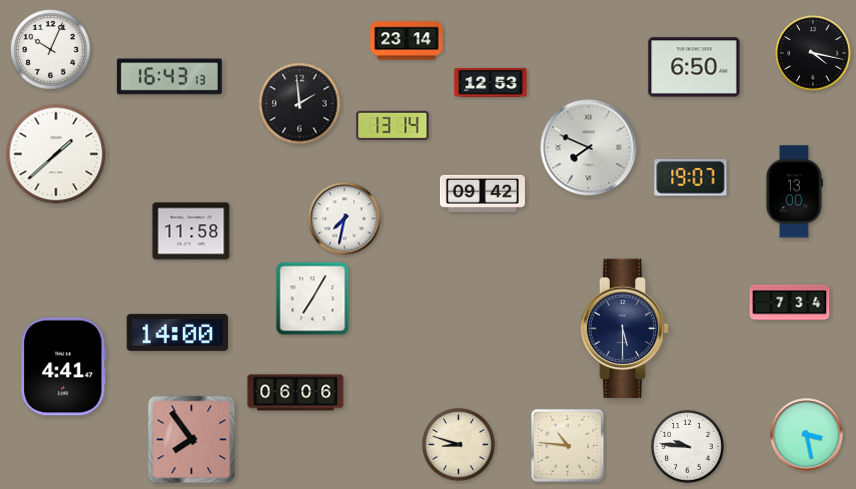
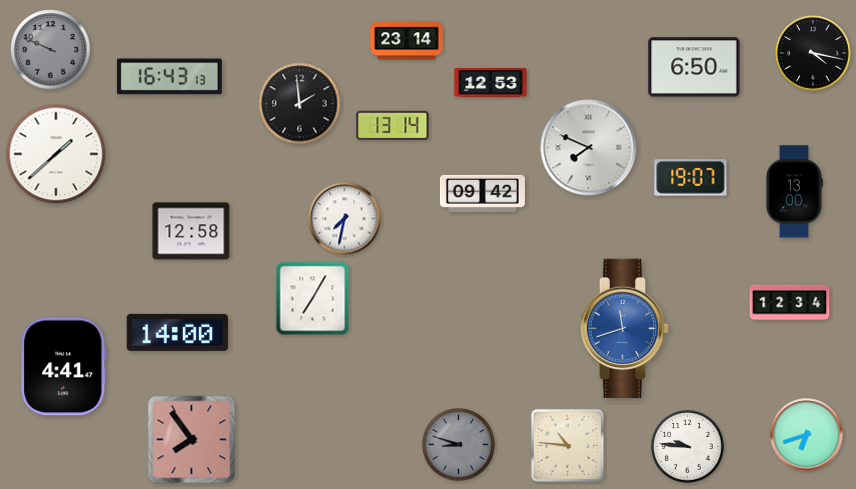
clock at (51, 50): 10:04 -> 9:49
clock at (51, 50) dial: white -> grey
clock at (191, 231): 11:58 -> 12:58
clock at (790, 303): 7:34 -> 12:34
clock at (625, 328): 5:30 -> 11:42
clock at (625, 328) dial: navy -> blue
clock at (296, 393): 06:06 -> none
clock at (807, 435): 3:28 -> 6:42
clock at (459, 445) dial: cream -> grey
